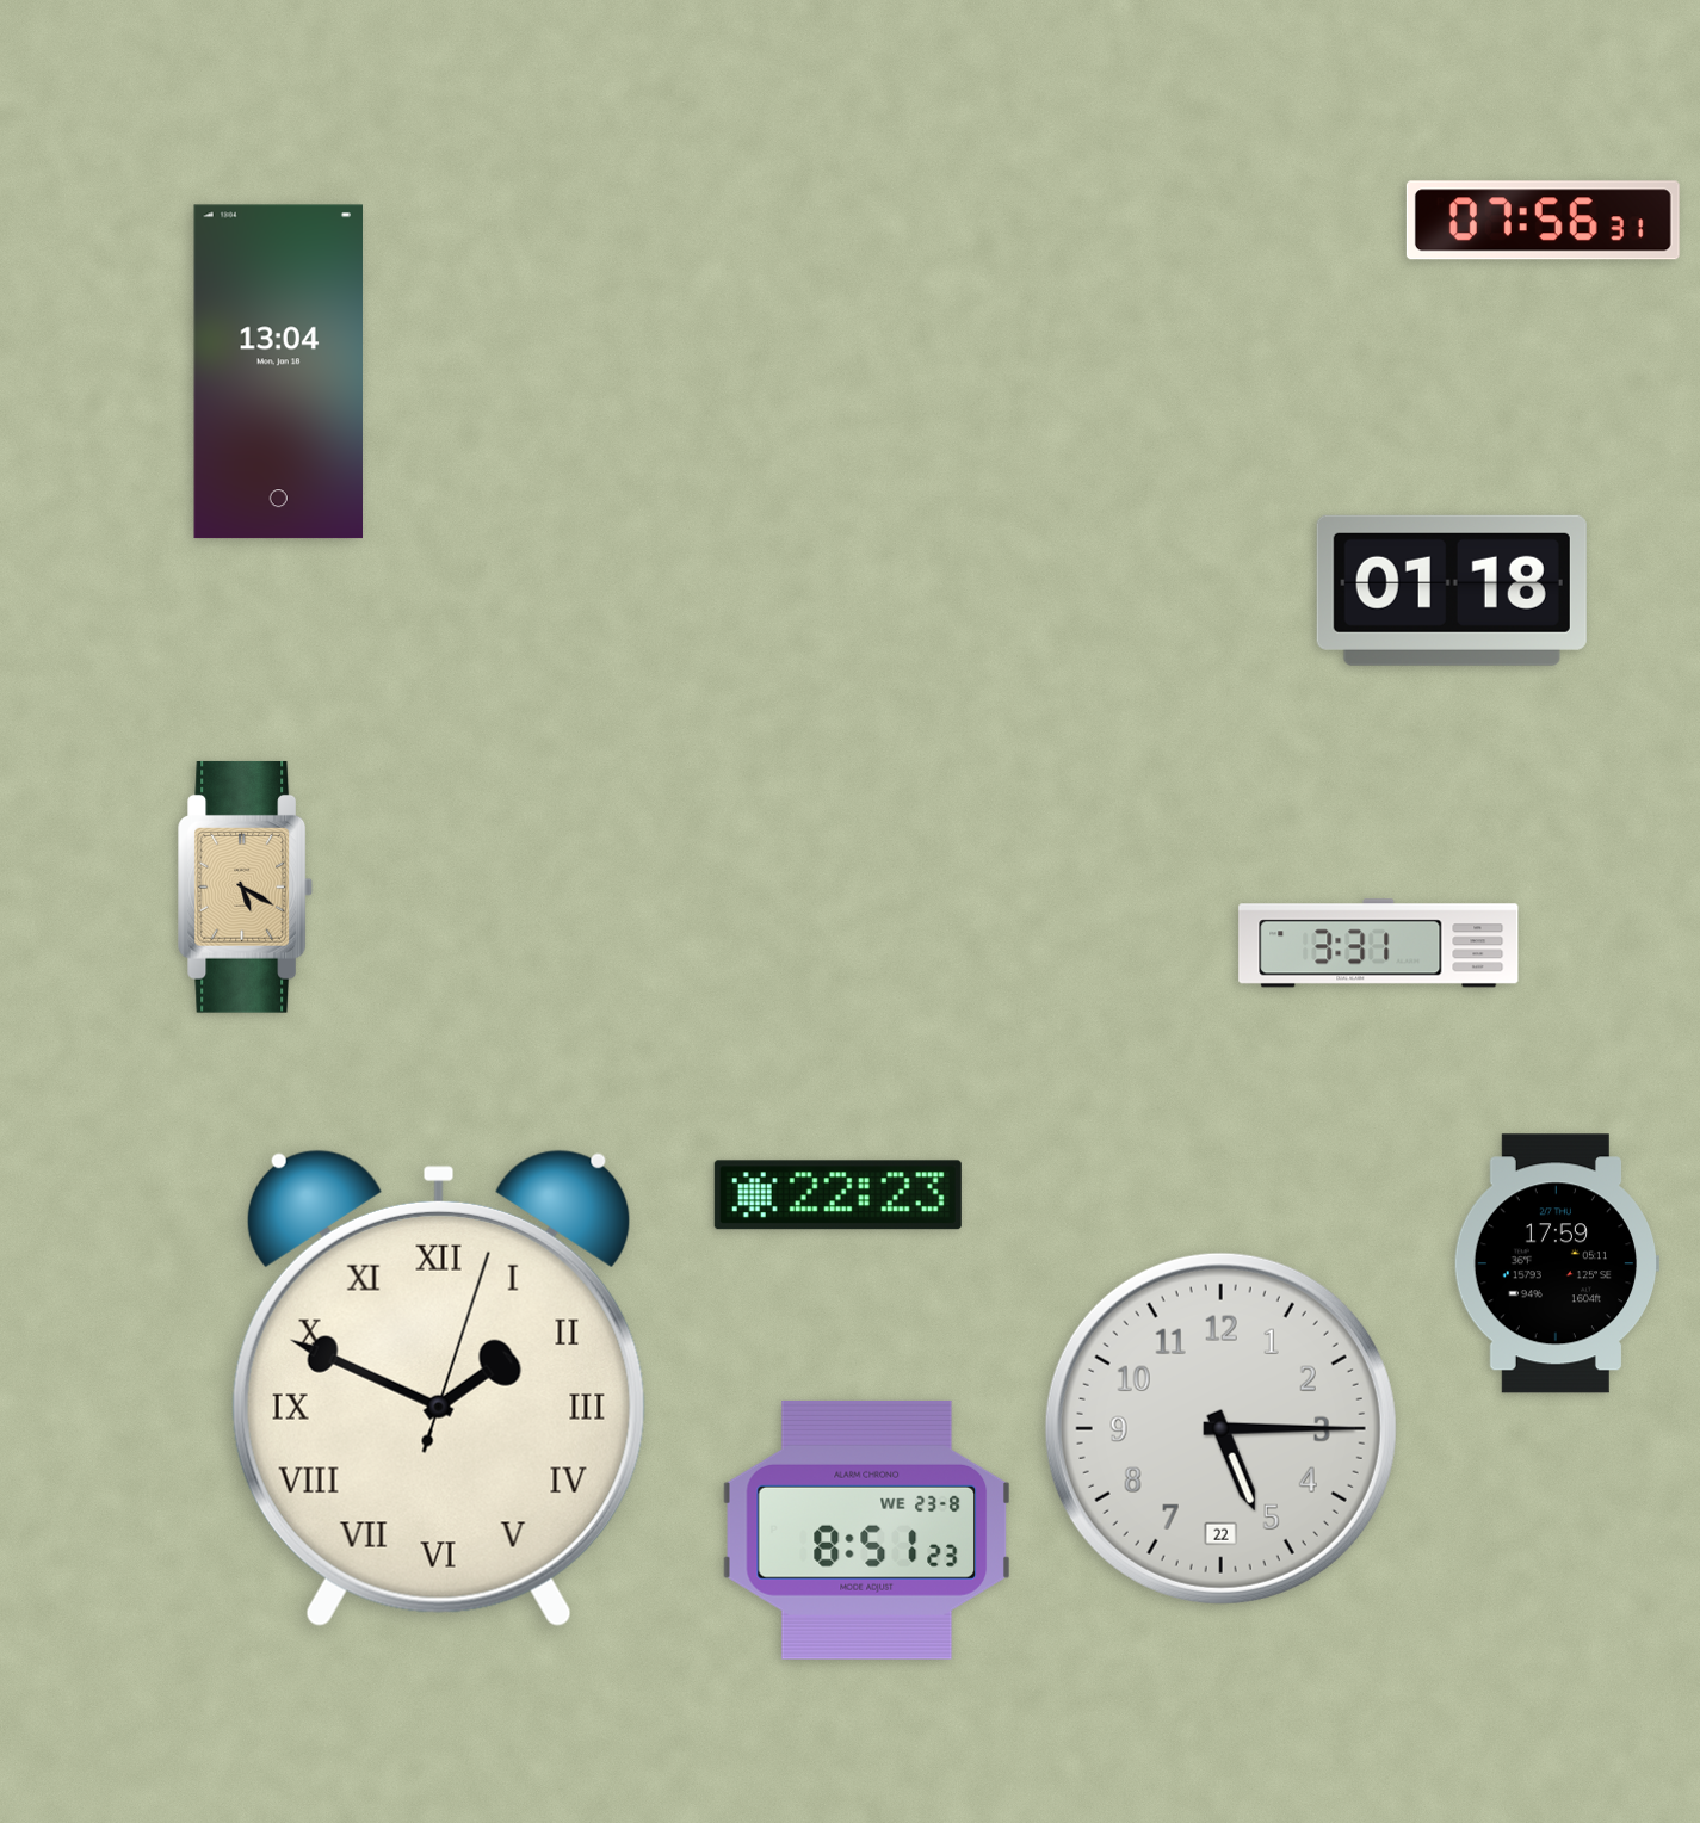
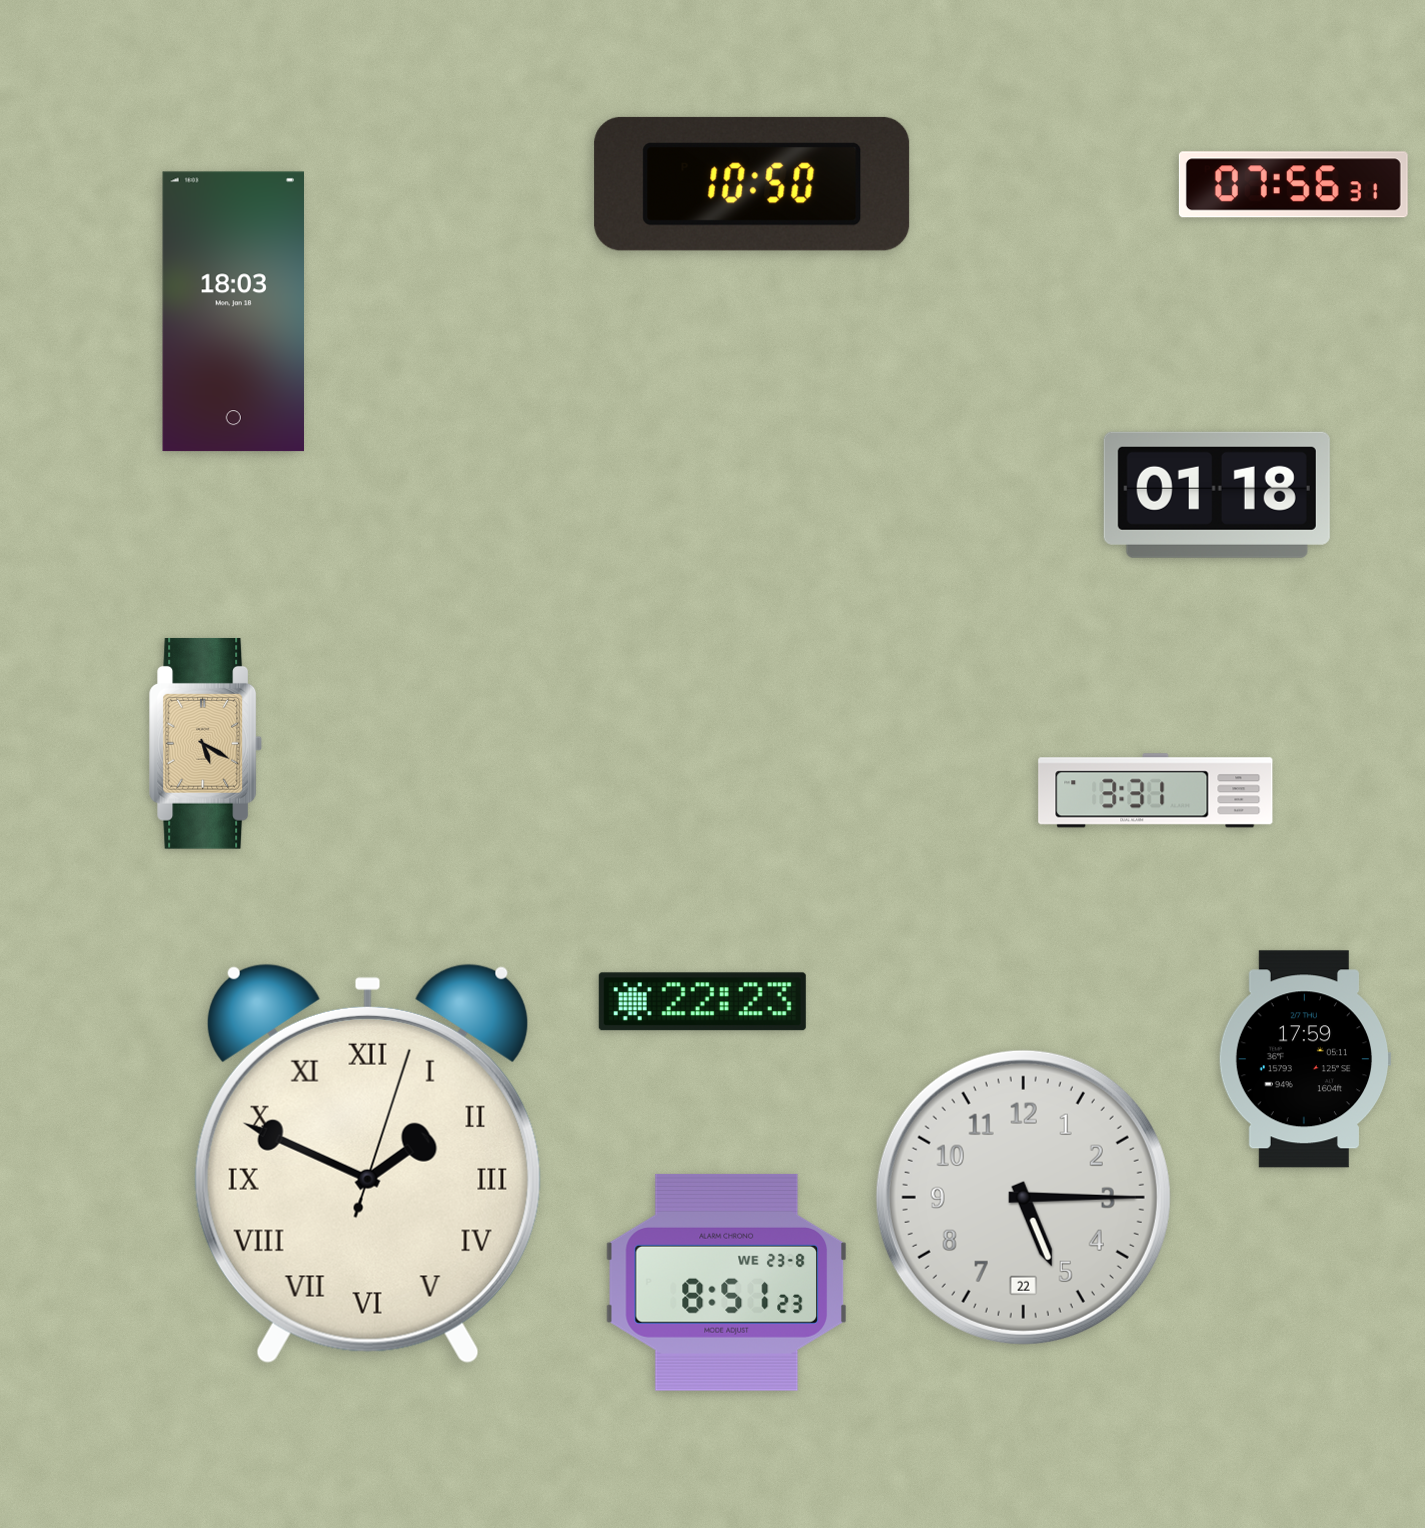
clock at (752, 184): none -> 10:50
clock at (278, 372): 13:04 -> 18:03
